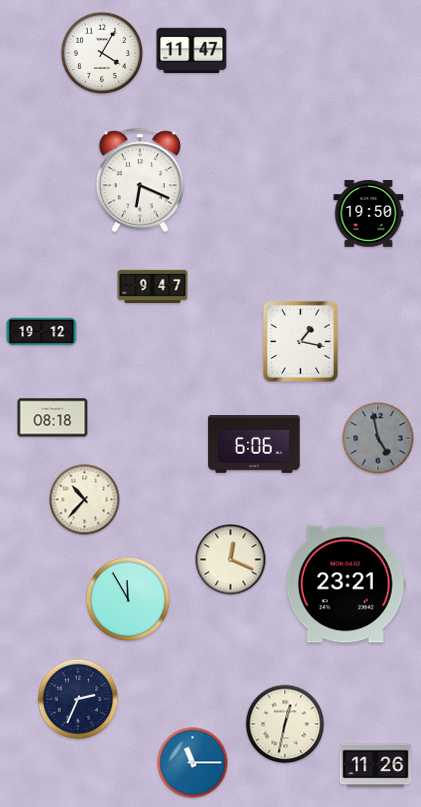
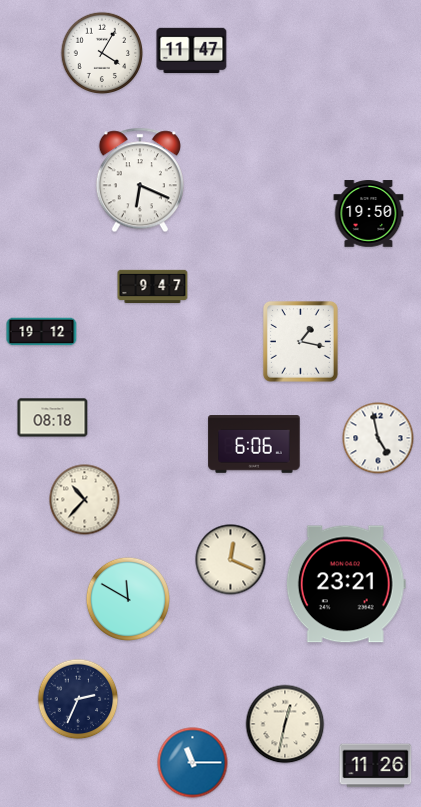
clock at (378, 438) dial: grey -> white
clock at (128, 599): 11:55 -> 11:50
